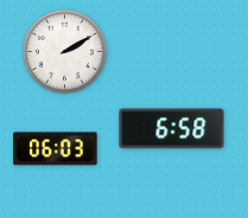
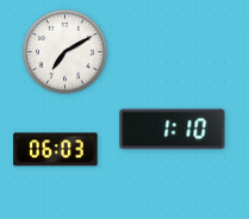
clock at (64, 51): 2:10 -> 7:10
clock at (172, 129): 6:58 -> 1:10
